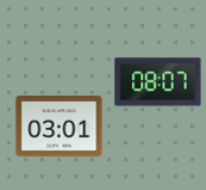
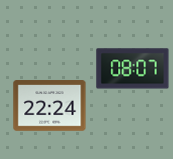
clock at (60, 127): 03:01 -> 22:24
